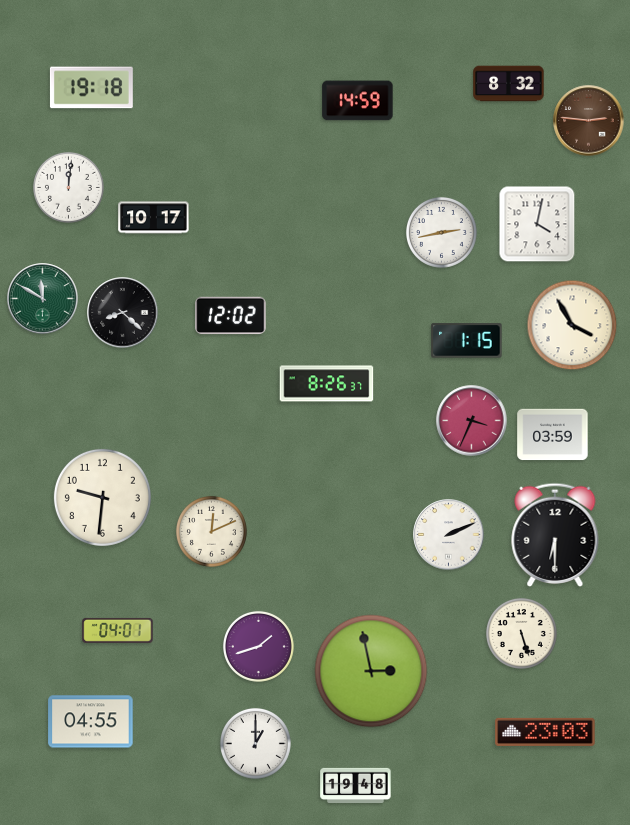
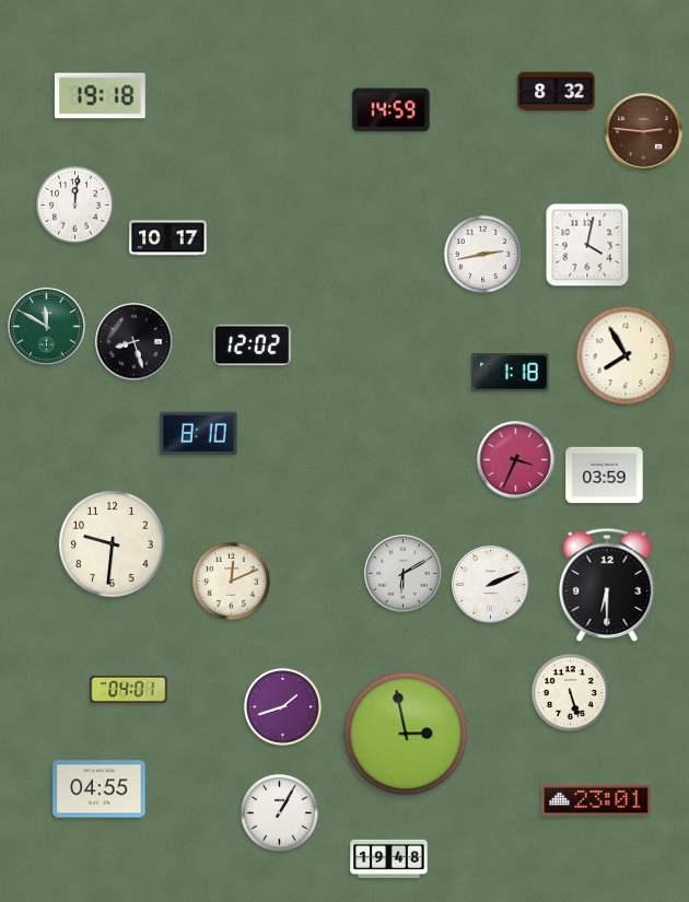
clock at (123, 313): 8:22 -> 8:27
clock at (572, 325): 3:55 -> 7:55
clock at (467, 341): 1:15 -> 1:18
clock at (327, 384): 8:26 -> none
clock at (199, 434): none -> 8:10
clock at (404, 574): none -> 6:10
clock at (545, 732): 23:03 -> 23:01
clock at (255, 743): 1:00 -> 1:05
